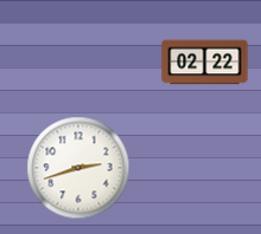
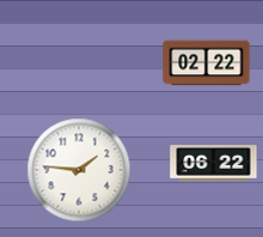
clock at (214, 164): none -> 06:22
clock at (78, 168): 2:42 -> 1:46
